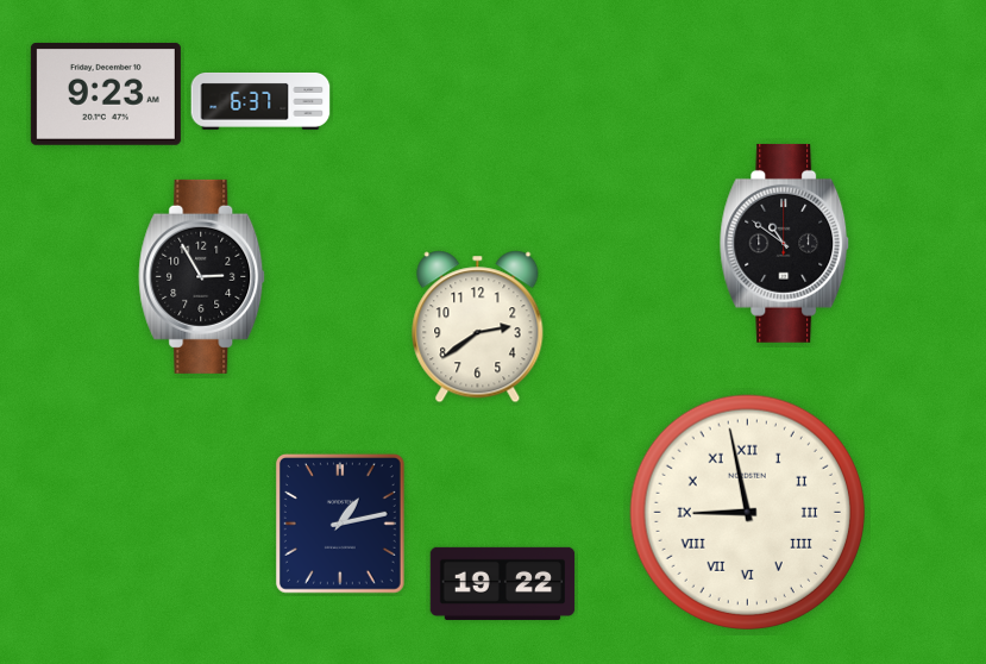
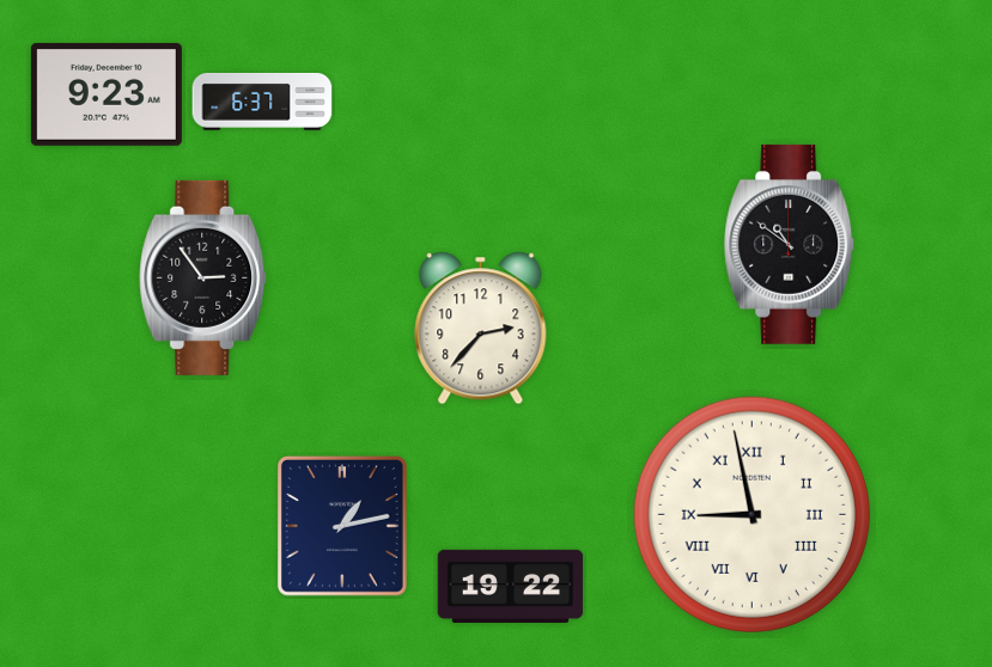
clock at (202, 276): 2:55 -> 2:54
clock at (478, 327): 2:39 -> 2:37
clock at (503, 583) position: (503, 583) -> (511, 586)
